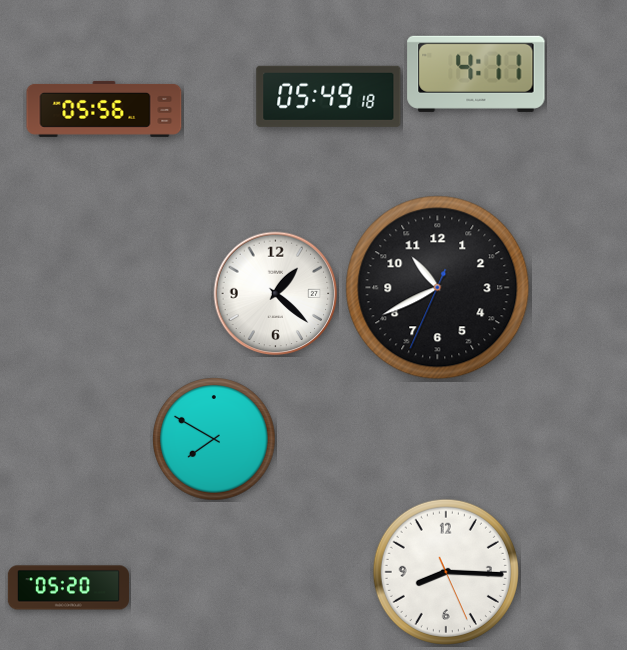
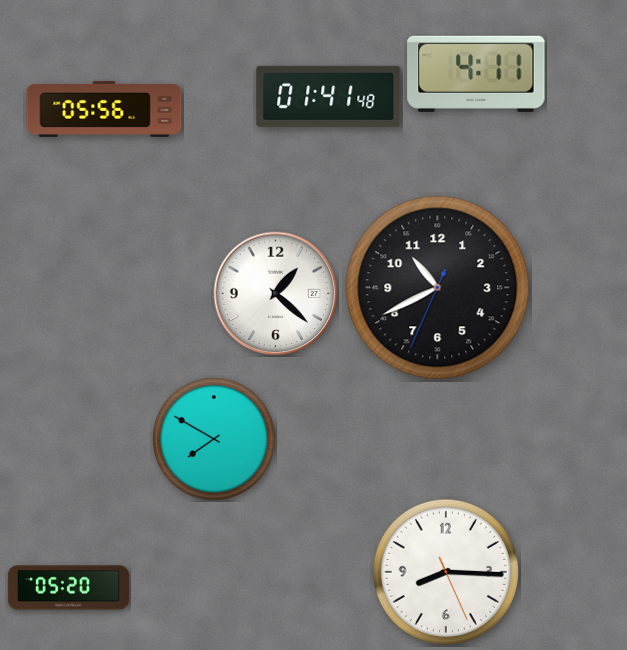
clock at (329, 96): 05:49 -> 01:41
